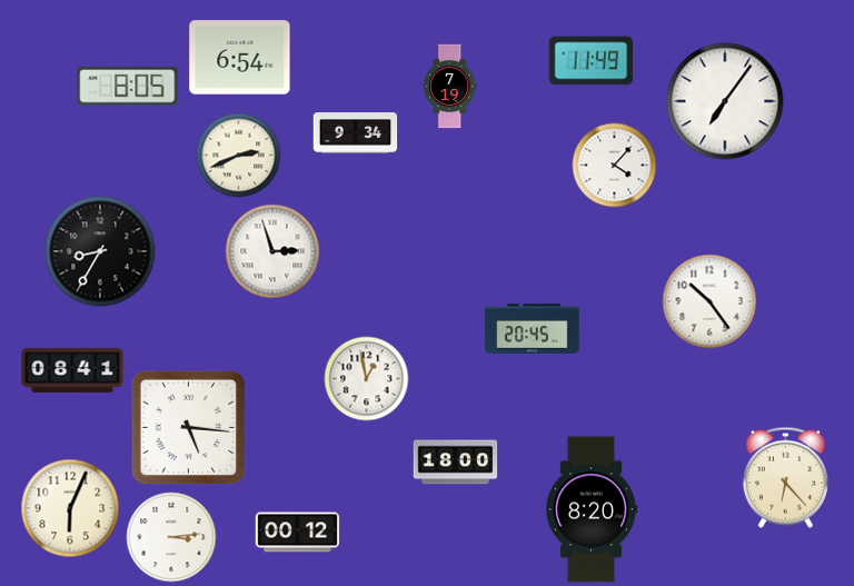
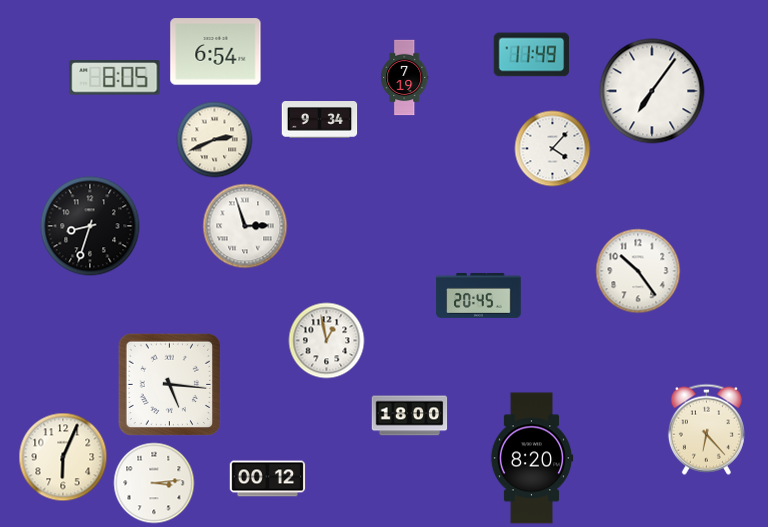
clock at (100, 251): 8:35 -> 8:33
clock at (72, 370): 08:41 -> none
clock at (367, 379) position: (367, 379) -> (327, 341)
